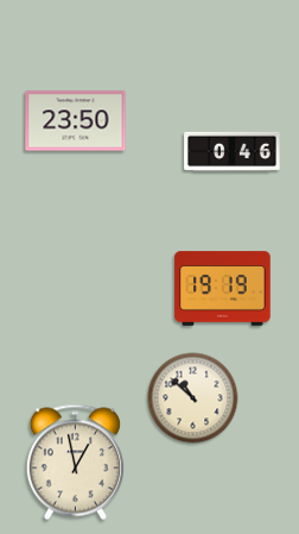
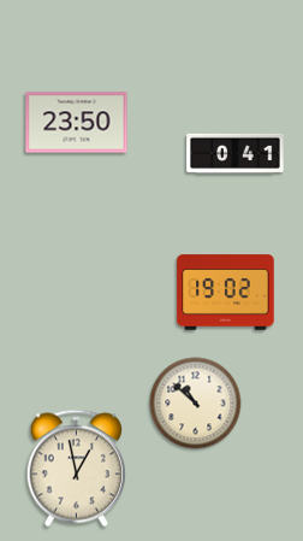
clock at (233, 151): 0:46 -> 0:41
clock at (223, 289): 19:19 -> 19:02
